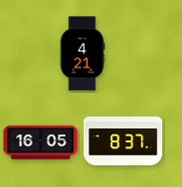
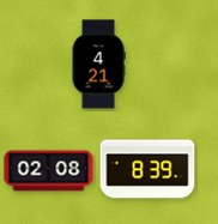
clock at (123, 141): 8:37 -> 8:39
clock at (41, 143): 16:05 -> 02:08
